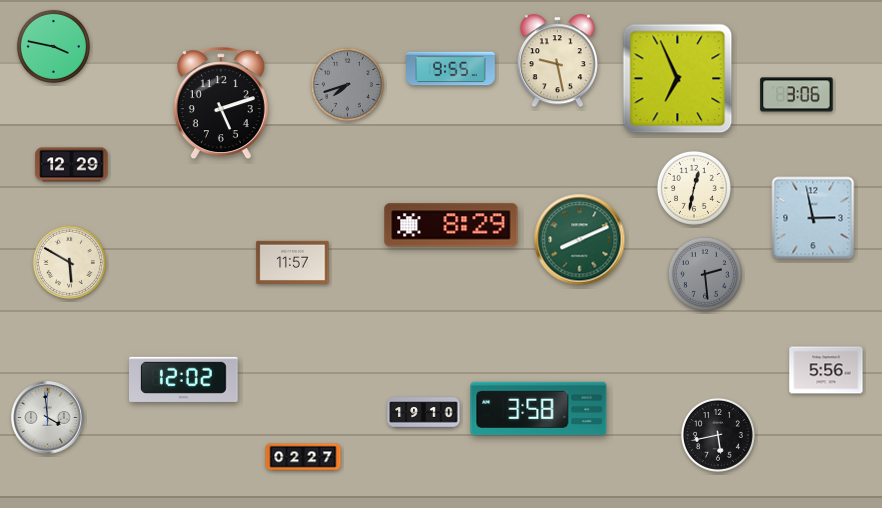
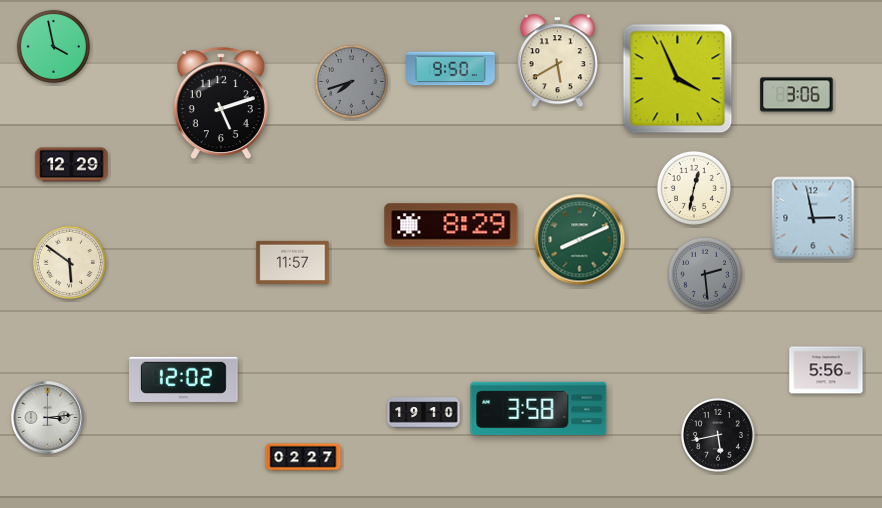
clock at (53, 46): 3:47 -> 3:58
clock at (557, 61): 9:28 -> 5:40
clock at (451, 69): 9:55 -> 9:50
clock at (678, 79): 6:56 -> 3:56
clock at (347, 84) position: (347, 84) -> (351, 81)
clock at (69, 262): 5:50 -> 5:51
clock at (48, 418): 3:59 -> 3:14
